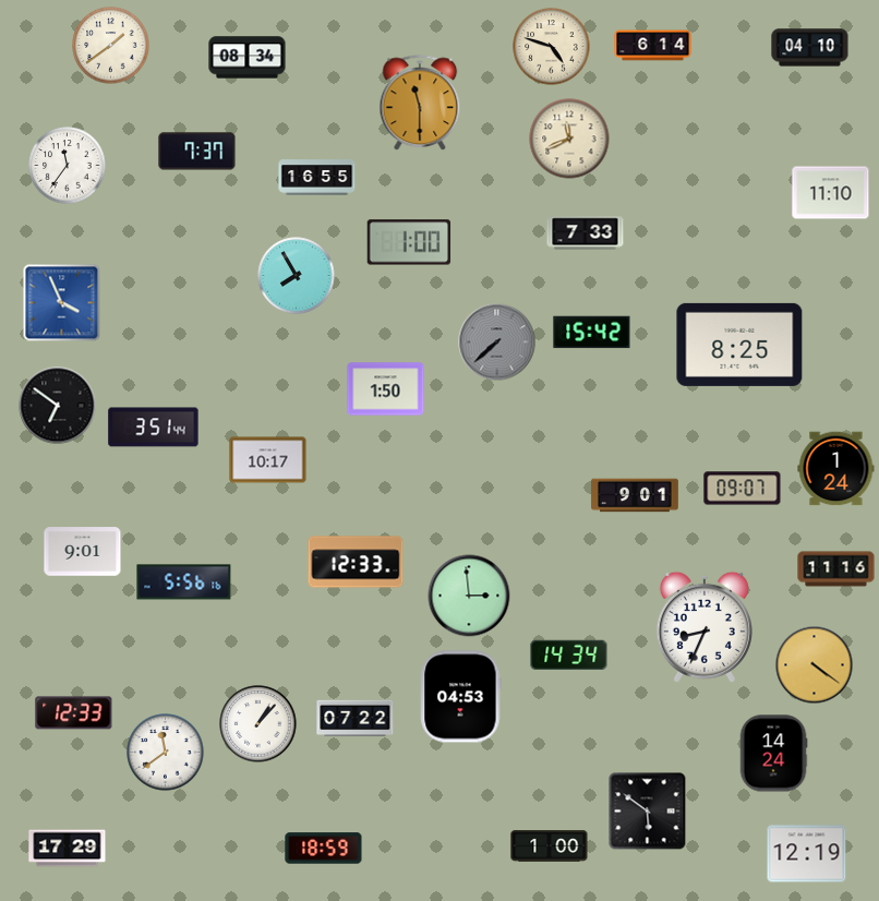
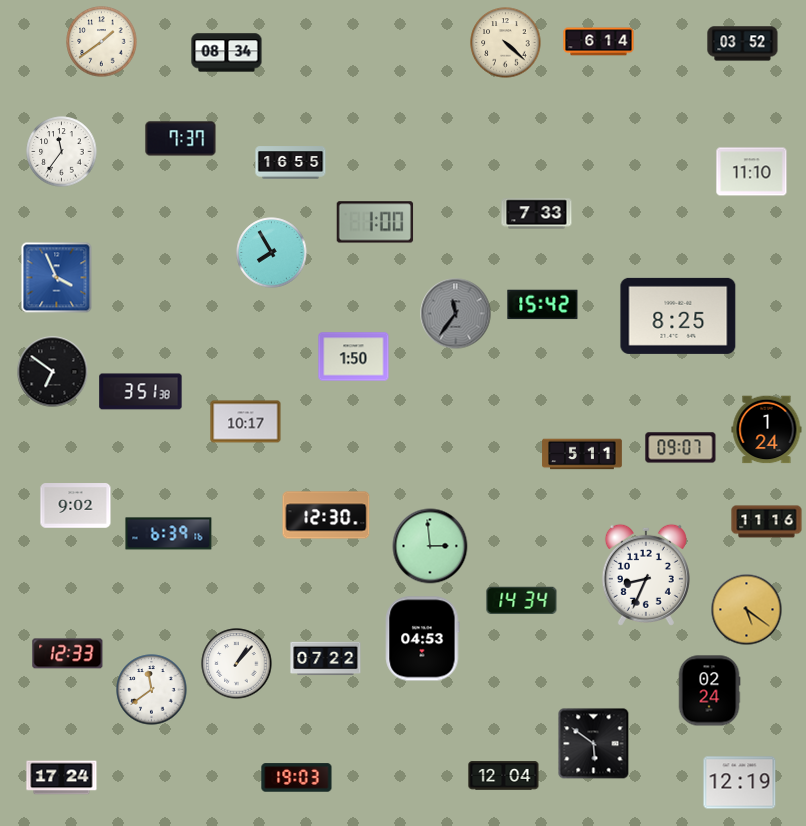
clock at (552, 47): 4:48 -> 4:22
clock at (810, 48): 04:10 -> 03:52
clock at (420, 104): 11:30 -> none
clock at (569, 139): 11:41 -> none
clock at (831, 193) position: (831, 193) -> (752, 172)
clock at (497, 343): 7:38 -> 11:36
clock at (154, 428): 3:51:44 -> 3:51:38
clock at (635, 495): 9:01 -> 5:11
clock at (83, 552): 9:01 -> 9:02
clock at (356, 562): 12:33 -> 12:30
clock at (184, 582): 5:56 -> 6:39
clock at (815, 665): 4:21 -> 5:21
clock at (773, 754): 14:24 -> 02:24
clock at (550, 846): 1:00 -> 12:04
clock at (68, 849): 17:29 -> 17:24
clock at (324, 849): 18:59 -> 19:03
